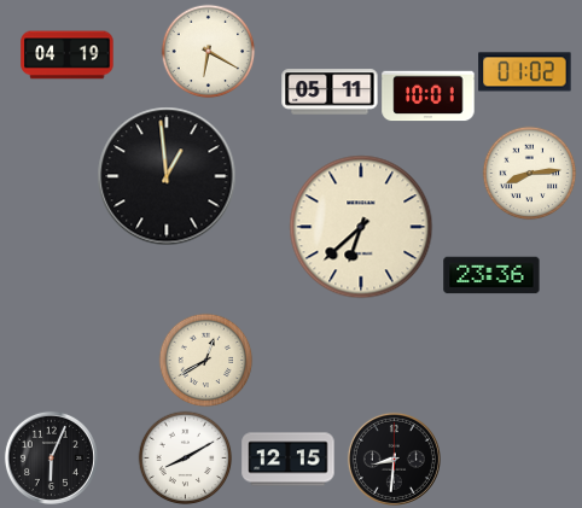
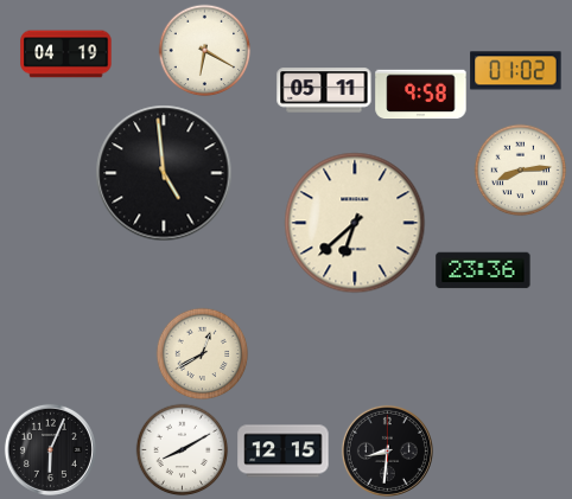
clock at (429, 97): 10:01 -> 9:58
clock at (167, 176): 12:59 -> 4:59
